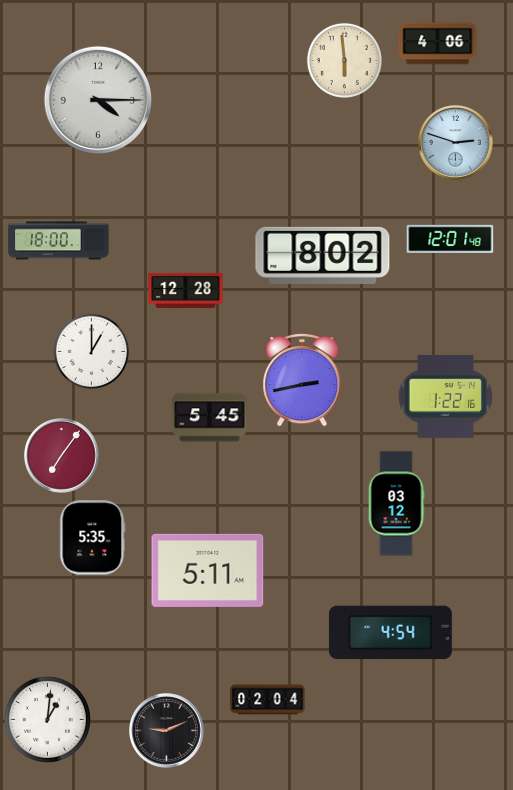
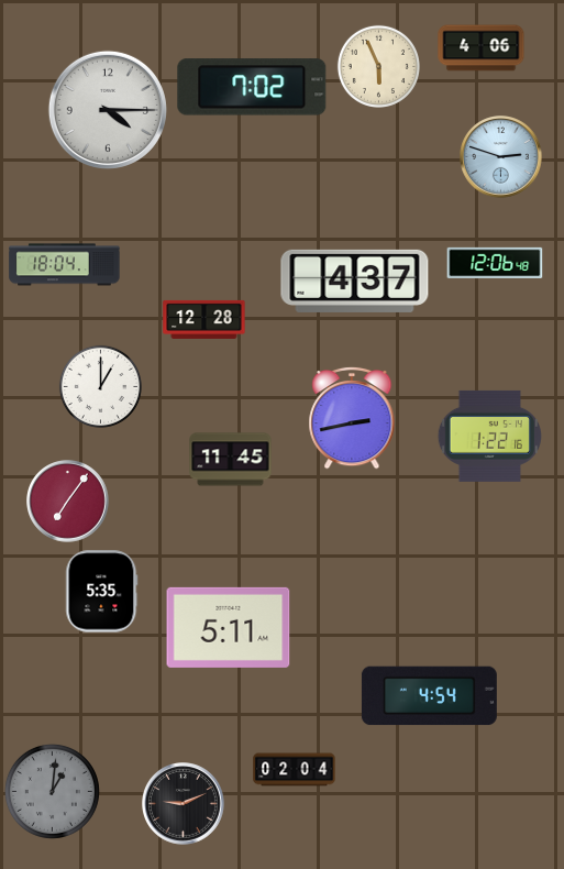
clock at (344, 60): 5:59 -> 5:56
clock at (252, 87): none -> 7:02
clock at (450, 239): 12:01 -> 12:06
clock at (59, 241): 18:00 -> 18:04
clock at (323, 255): 8:02 -> 4:37
clock at (302, 380) position: (302, 380) -> (352, 418)
clock at (210, 418): 5:45 -> 11:45
clock at (396, 504): 03:12 -> none
clock at (47, 719) dial: white -> grey
